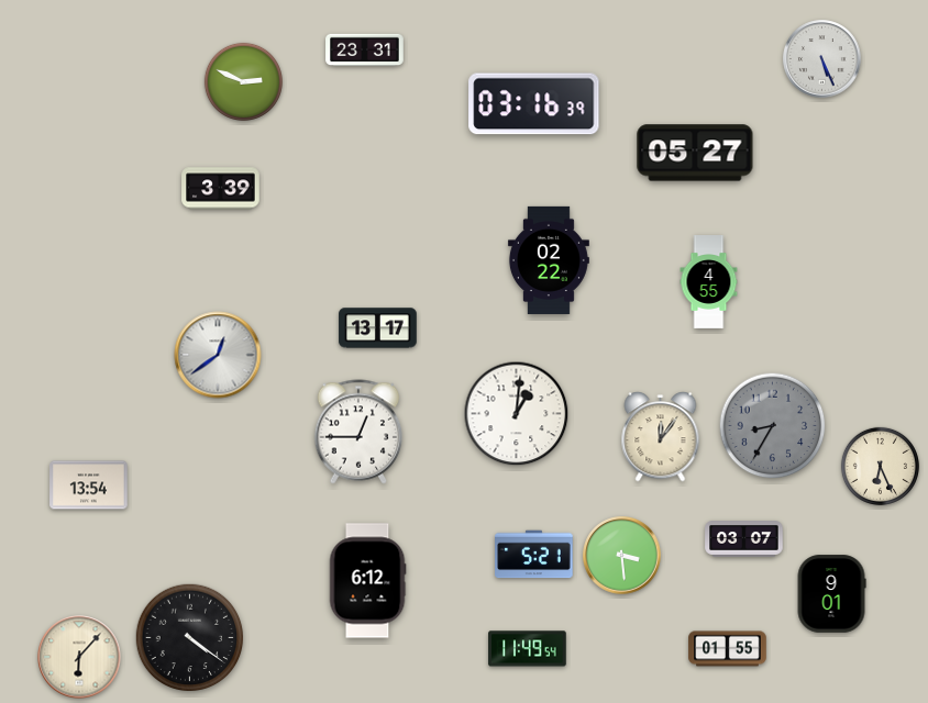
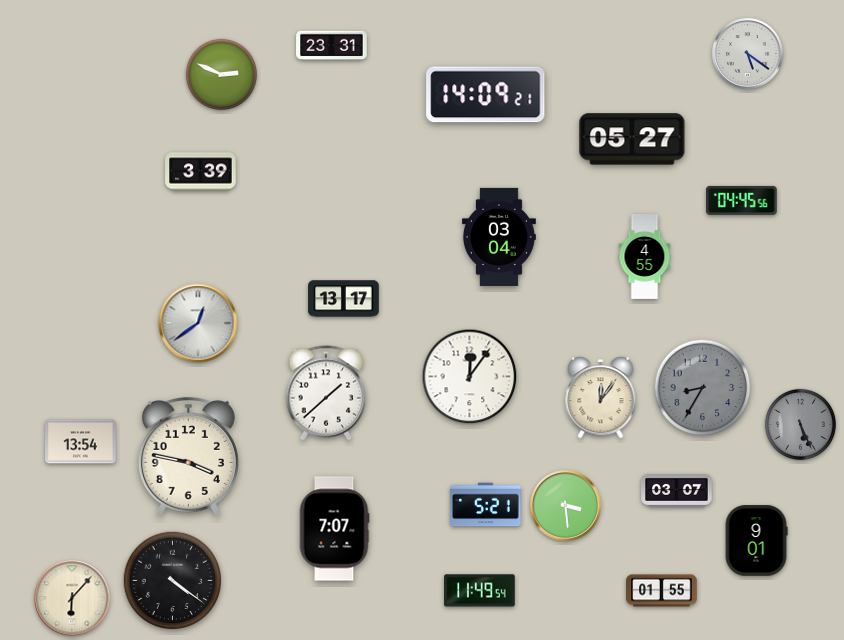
clock at (822, 59): 5:26 -> 5:21
clock at (534, 104): 03:16 -> 14:09
clock at (742, 200): none -> 04:45
clock at (549, 260): 02:22 -> 03:04
clock at (517, 414): 1:01 -> 12:06
clock at (358, 432): 12:45 -> 1:38
clock at (880, 466): 6:26 -> 5:26
clock at (880, 466) dial: cream -> grey
clock at (188, 456): none -> 3:47
clock at (367, 581): 6:12 -> 7:07
